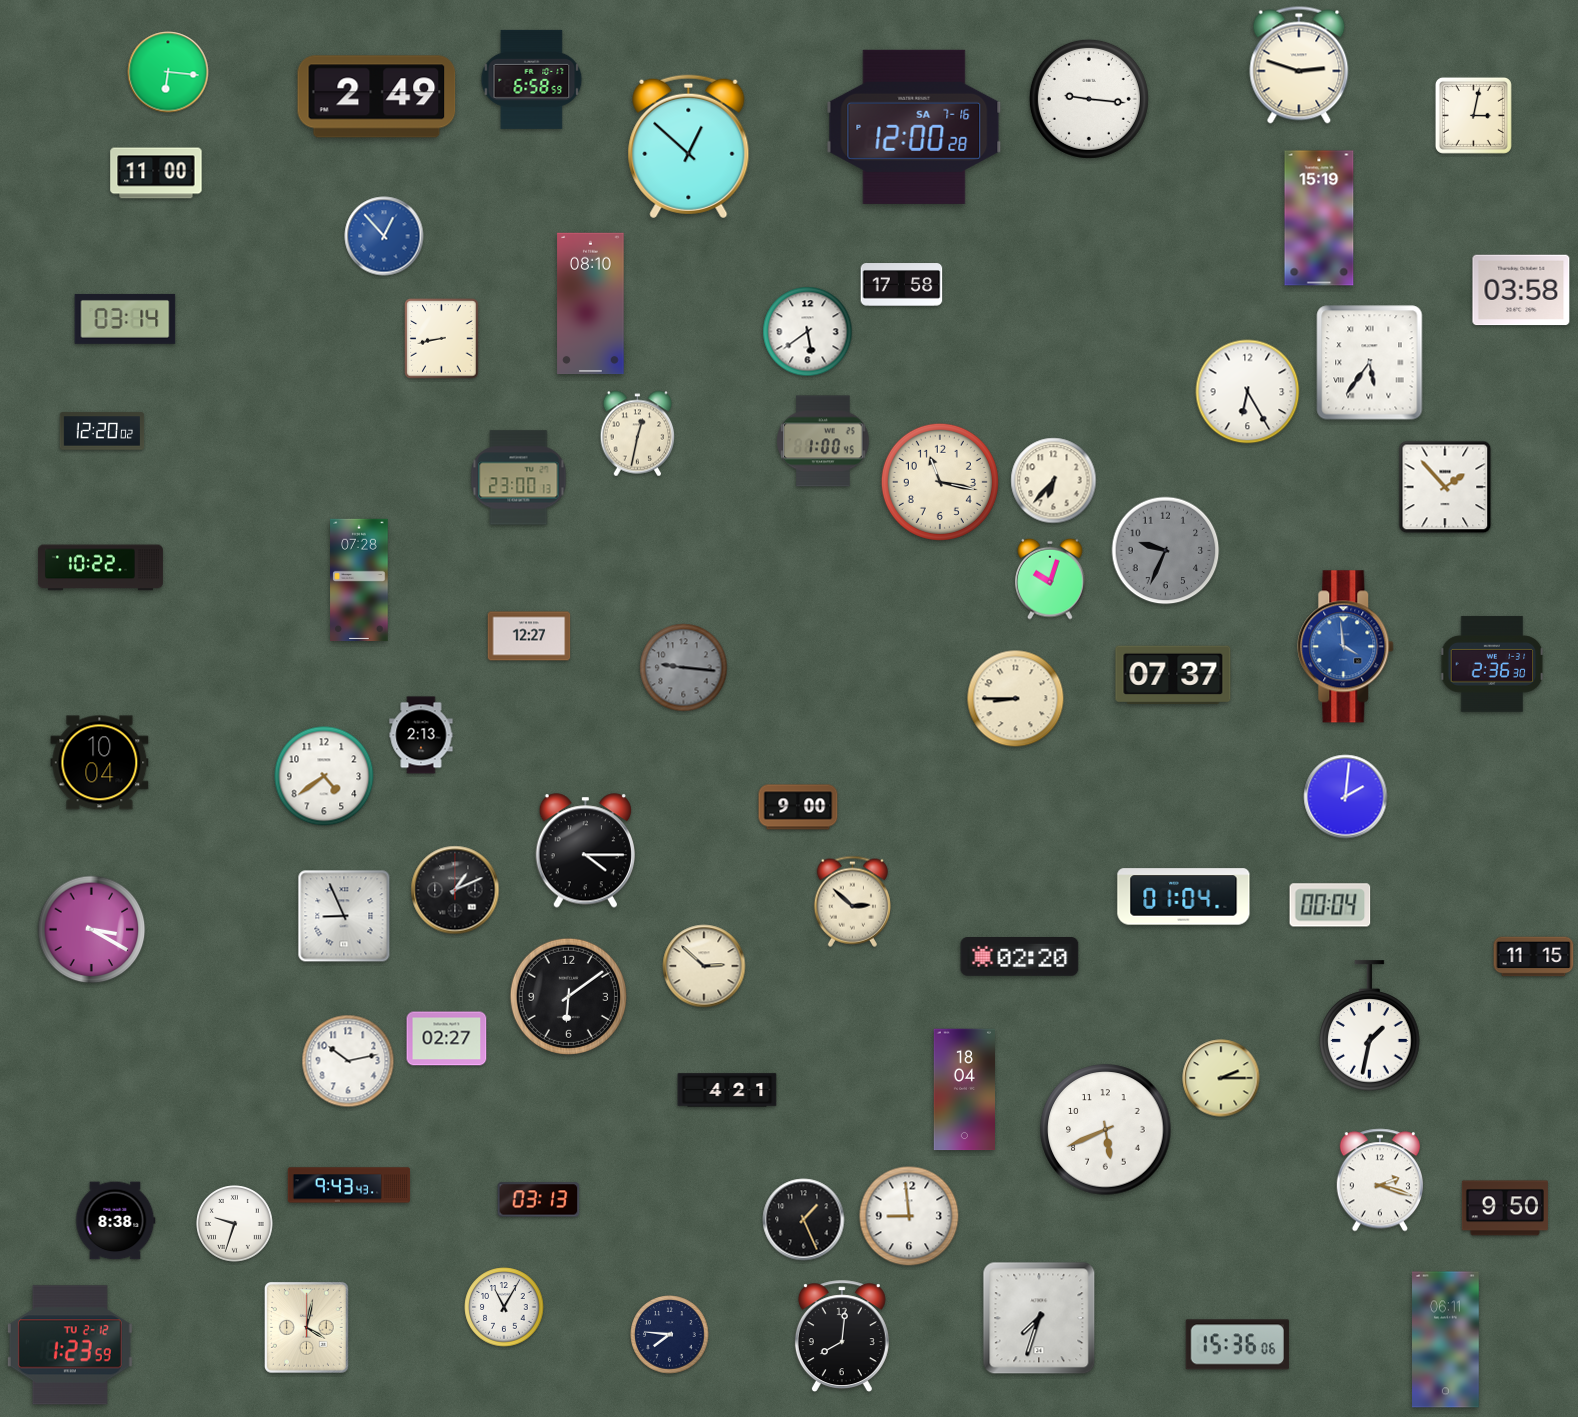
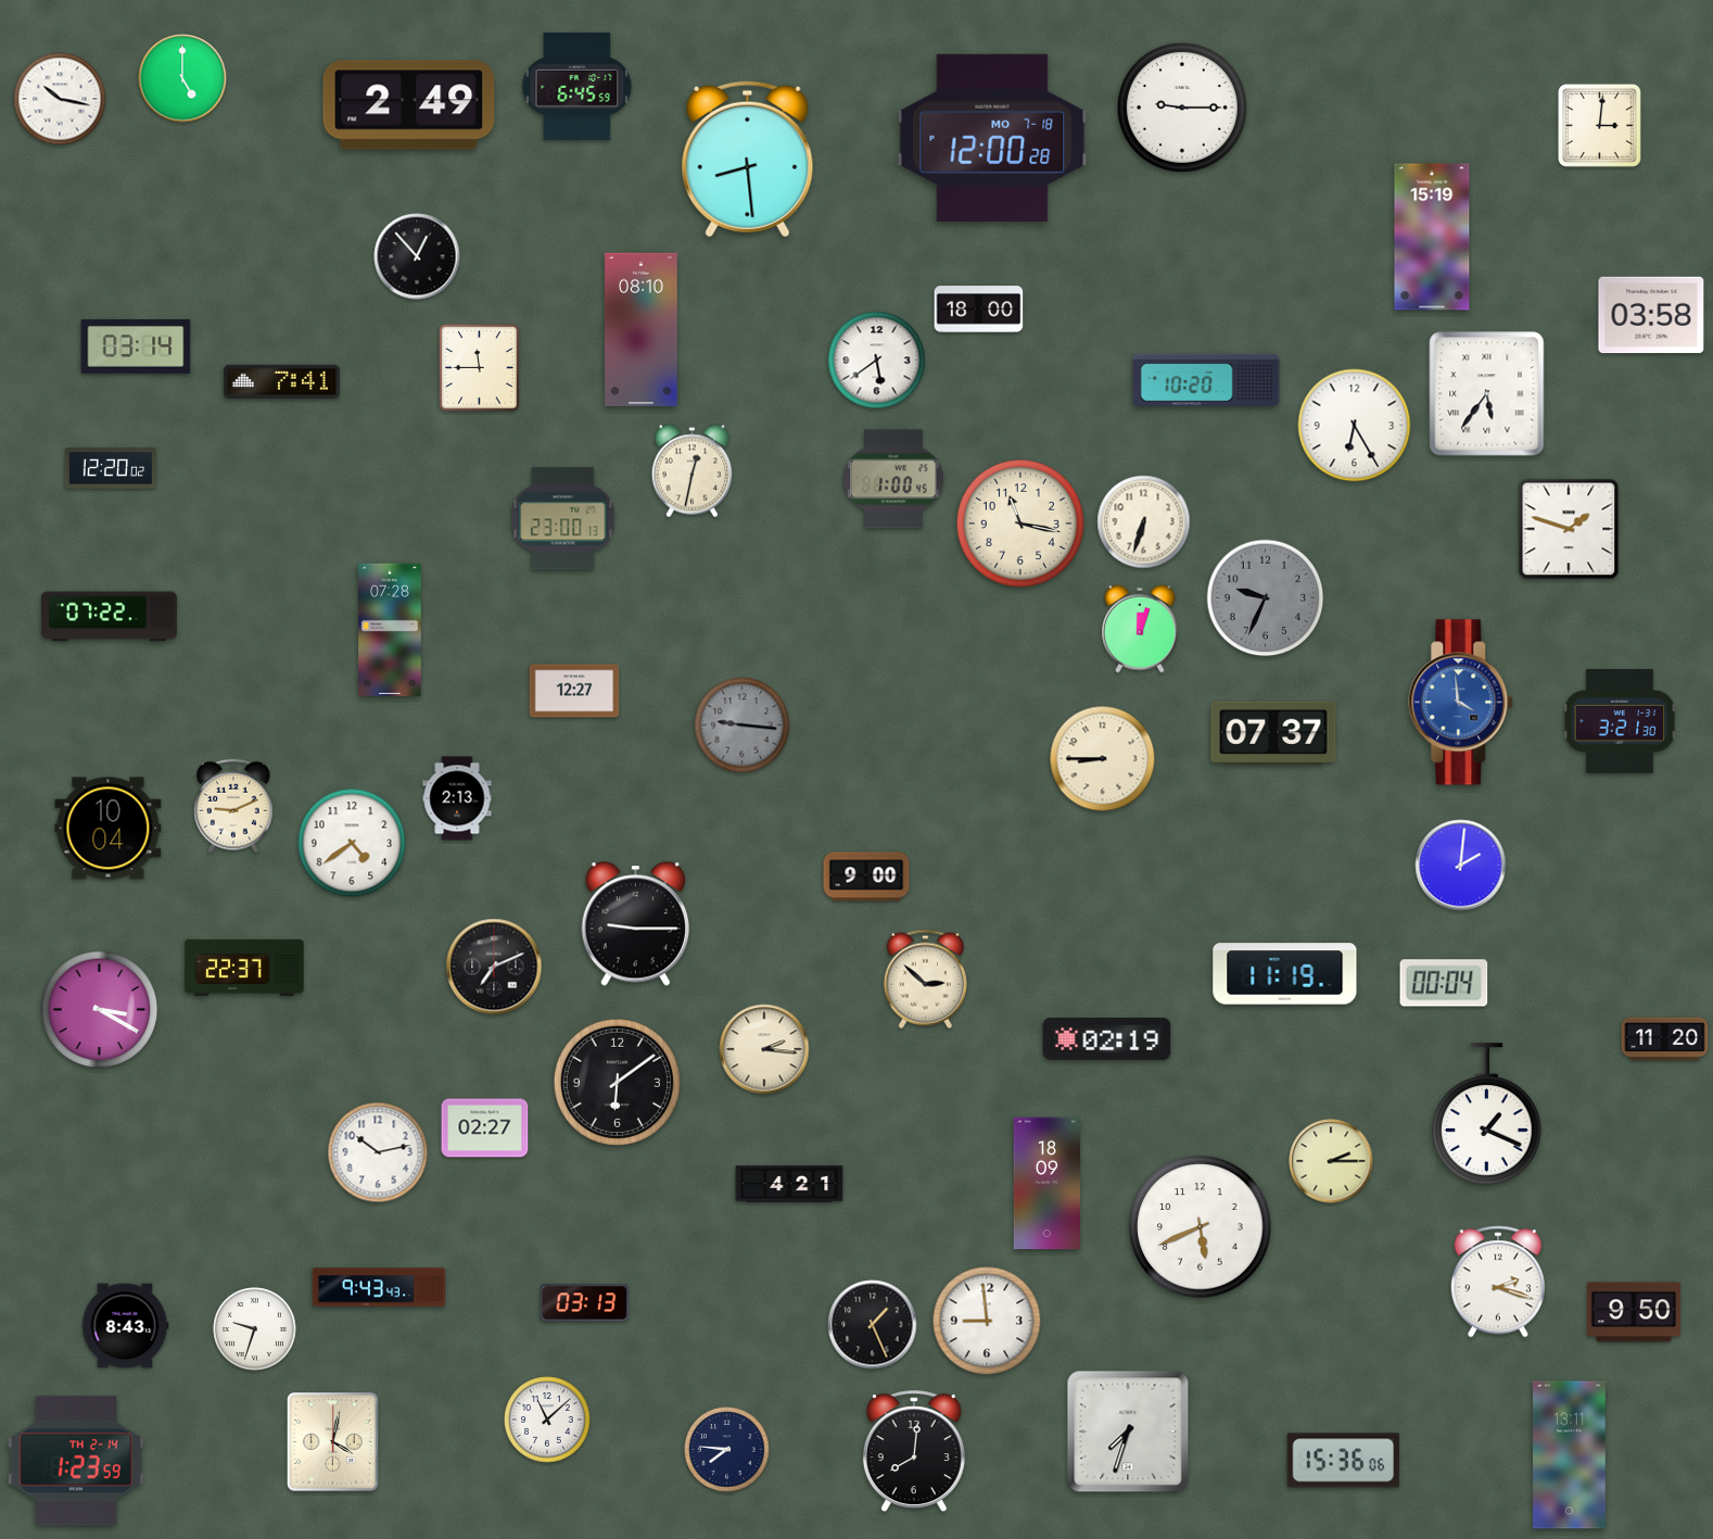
clock at (1299, 65): 2:48 -> none
clock at (168, 72): 6:16 -> 5:00
clock at (532, 79): 6:58 -> 6:45
clock at (60, 99): none -> 10:17
clock at (1089, 99): 9:16 -> 9:15
clock at (1473, 115): 3:02 -> 3:01
clock at (914, 127) date: SA 7-16 -> MO 7-18
clock at (689, 147): 12:52 -> 8:29
clock at (156, 173): 11:00 -> none
clock at (384, 236) dial: blue -> black
clock at (902, 285): 17:58 -> 18:00
clock at (442, 339): 8:43 -> 11:45
clock at (1206, 380): none -> 10:20
clock at (281, 381): none -> 7:41
clock at (1054, 481): 6:37 -> 6:33
clock at (1445, 487): 1:53 -> 1:48
clock at (100, 568): 10:22 -> 07:22
clock at (1050, 579): 10:03 -> 12:03
clock at (1492, 664): 2:36 -> 3:21
clock at (233, 806): none -> 9:11
clock at (585, 851): 4:15 -> 9:15
clock at (455, 890): 1:11 -> 7:11
clock at (244, 968): none -> 22:37
clock at (1184, 897): 01:04 -> 11:19
clock at (344, 916): 8:56 -> none
clock at (1020, 957): 02:20 -> 02:19
clock at (1534, 957): 11:15 -> 11:20
clock at (704, 966): 2:52 -> 2:16
clock at (1370, 1026): 1:32 -> 1:19
clock at (1221, 1078) position: (1221, 1078) -> (1331, 1161)
clock at (964, 1090): 18:04 -> 18:09
clock at (115, 1221): 8:38 -> 8:43
clock at (504, 1307): 11:05 -> 11:08
clock at (1446, 1340): 06:11 -> 13:11
clock at (70, 1345) date: TU 2-12 -> TH 2-14
